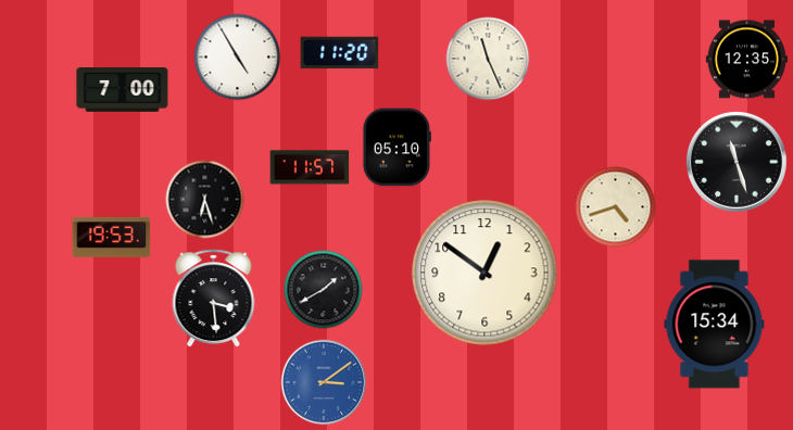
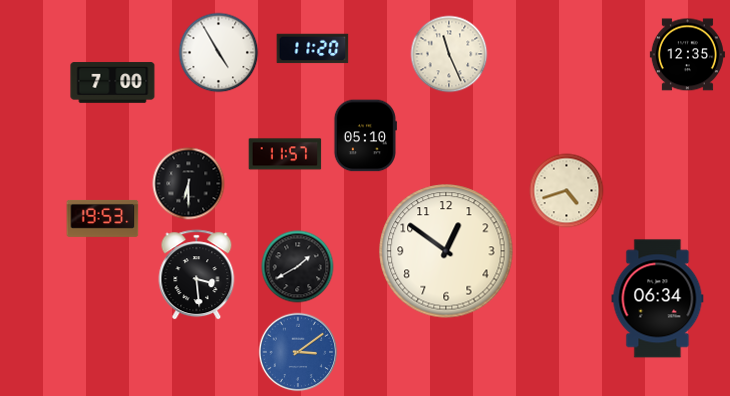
clock at (737, 162): 11:27 -> none
clock at (205, 200): 6:27 -> 6:30
clock at (715, 325): 15:34 -> 06:34
